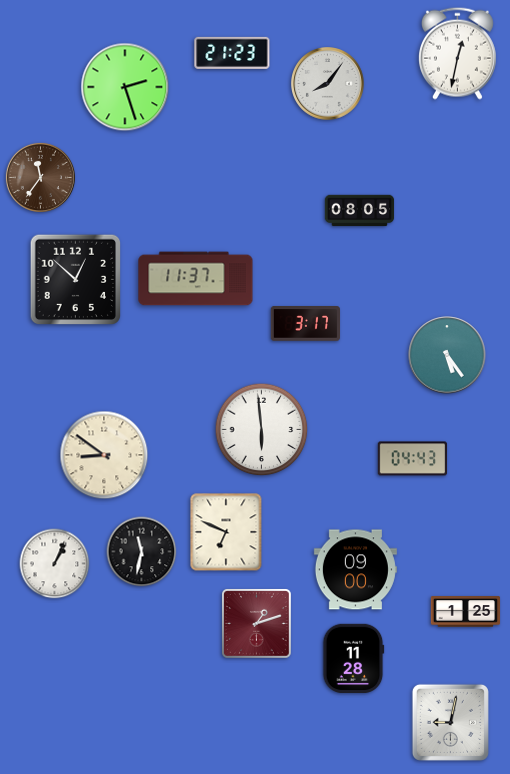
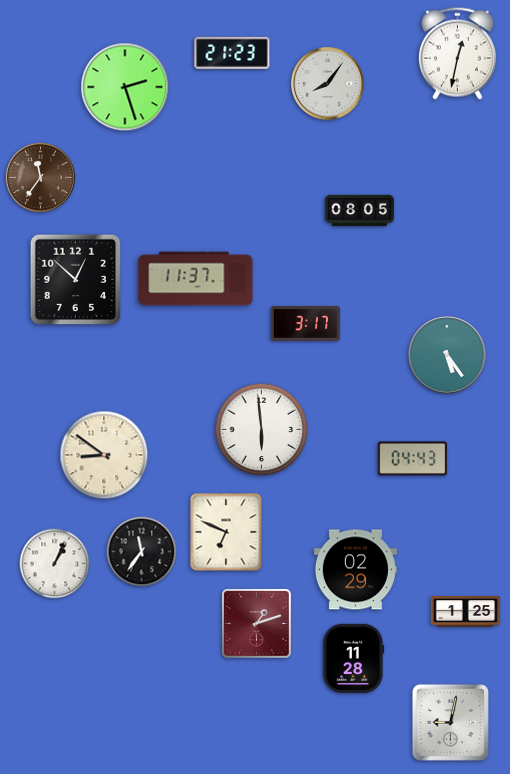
clock at (142, 552): 11:32 -> 11:36
clock at (355, 570): 09:00 -> 02:29
